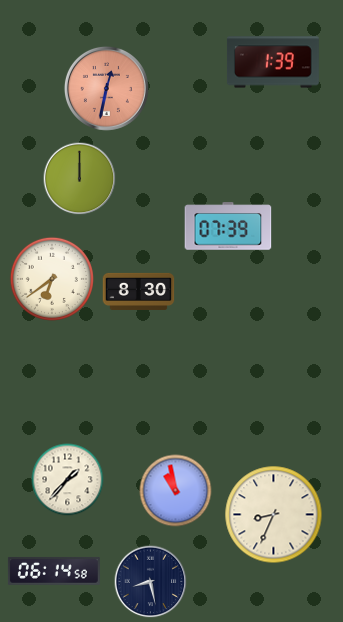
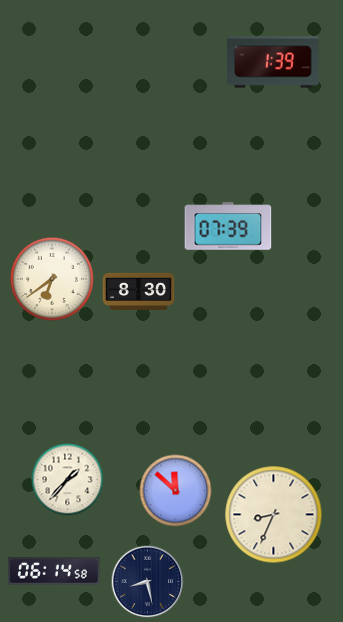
clock at (106, 88): 12:32 -> none
clock at (80, 179): 12:00 -> none
clock at (176, 491): 10:58 -> 11:52
clock at (151, 582) position: (151, 582) -> (148, 582)
